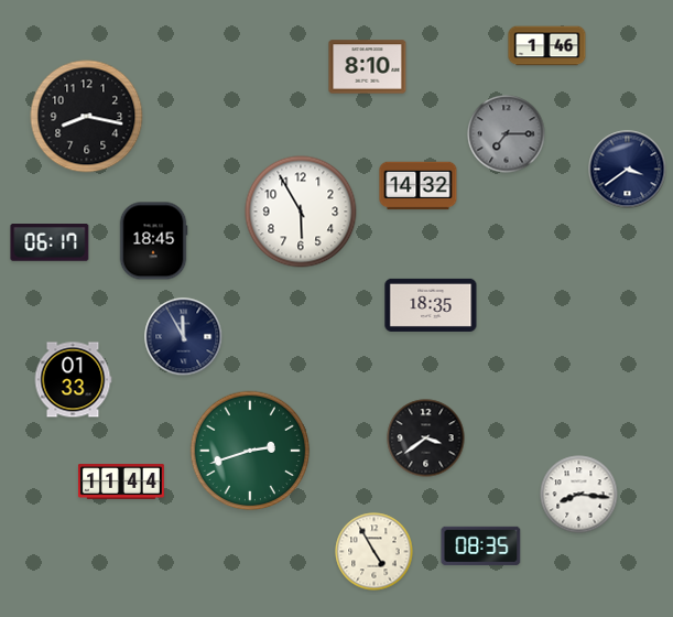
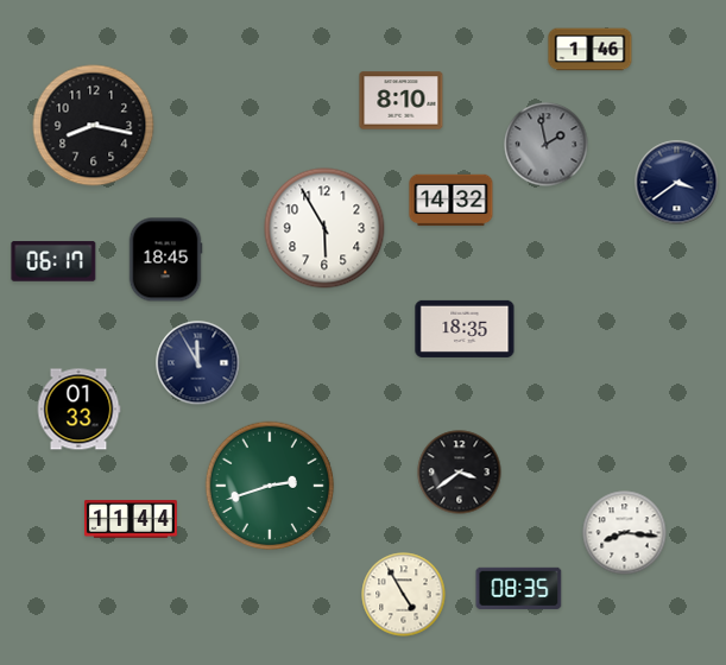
clock at (368, 67) position: (368, 67) -> (402, 101)
clock at (507, 134): 7:15 -> 1:58
